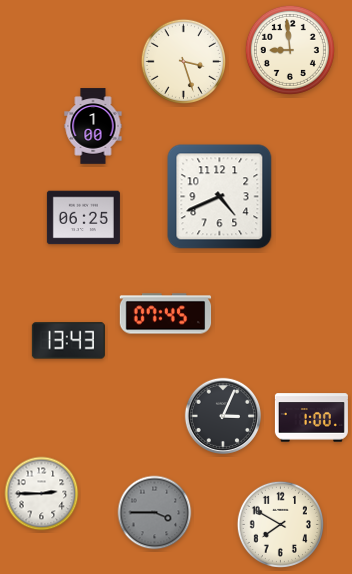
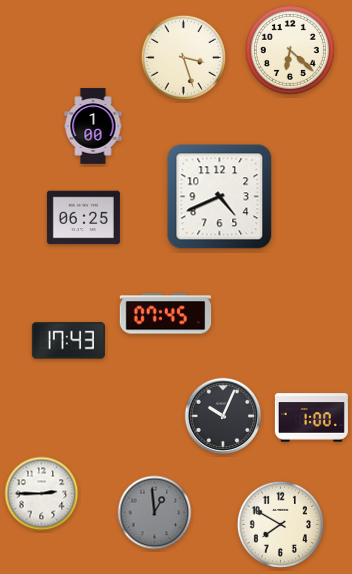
clock at (290, 50): 8:59 -> 6:22
clock at (183, 61) position: (183, 61) -> (183, 57)
clock at (68, 341): 13:43 -> 17:43
clock at (222, 415): 3:04 -> 10:04
clock at (155, 513): 3:45 -> 12:59
